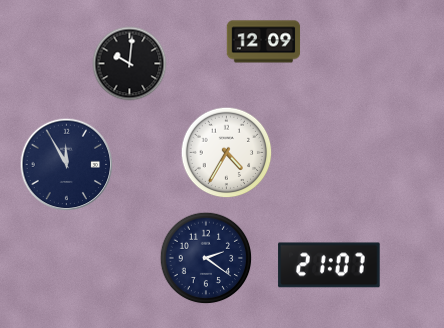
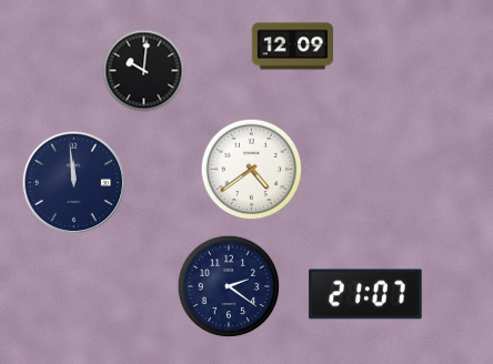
clock at (227, 153): 4:35 -> 4:39
clock at (67, 165): 11:55 -> 11:59
